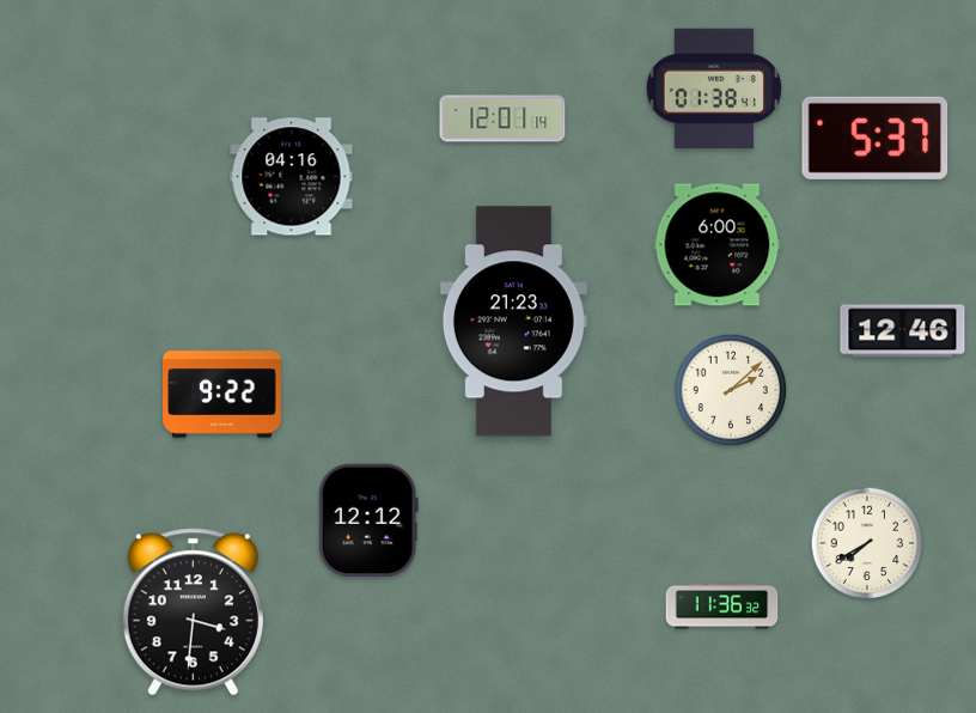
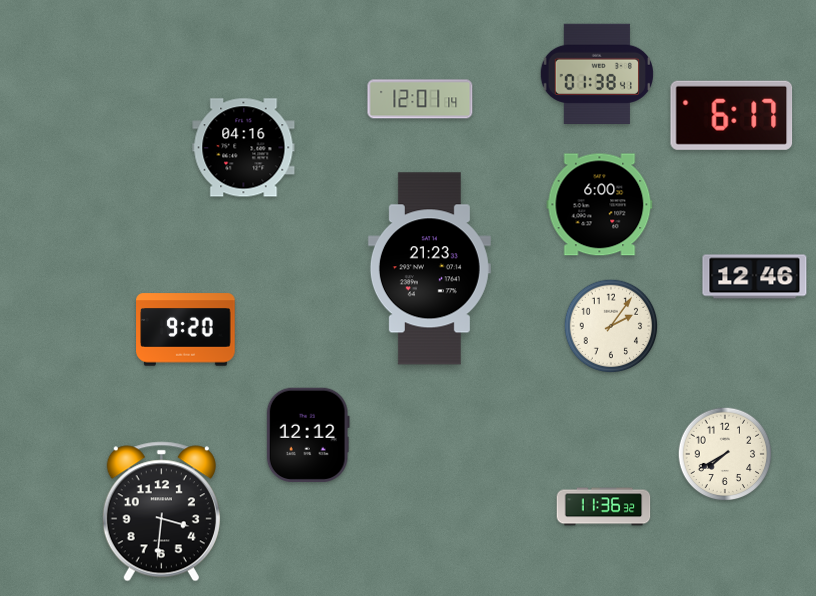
clock at (876, 138): 5:37 -> 6:17
clock at (731, 390): 2:08 -> 2:06
clock at (222, 395): 9:22 -> 9:20
